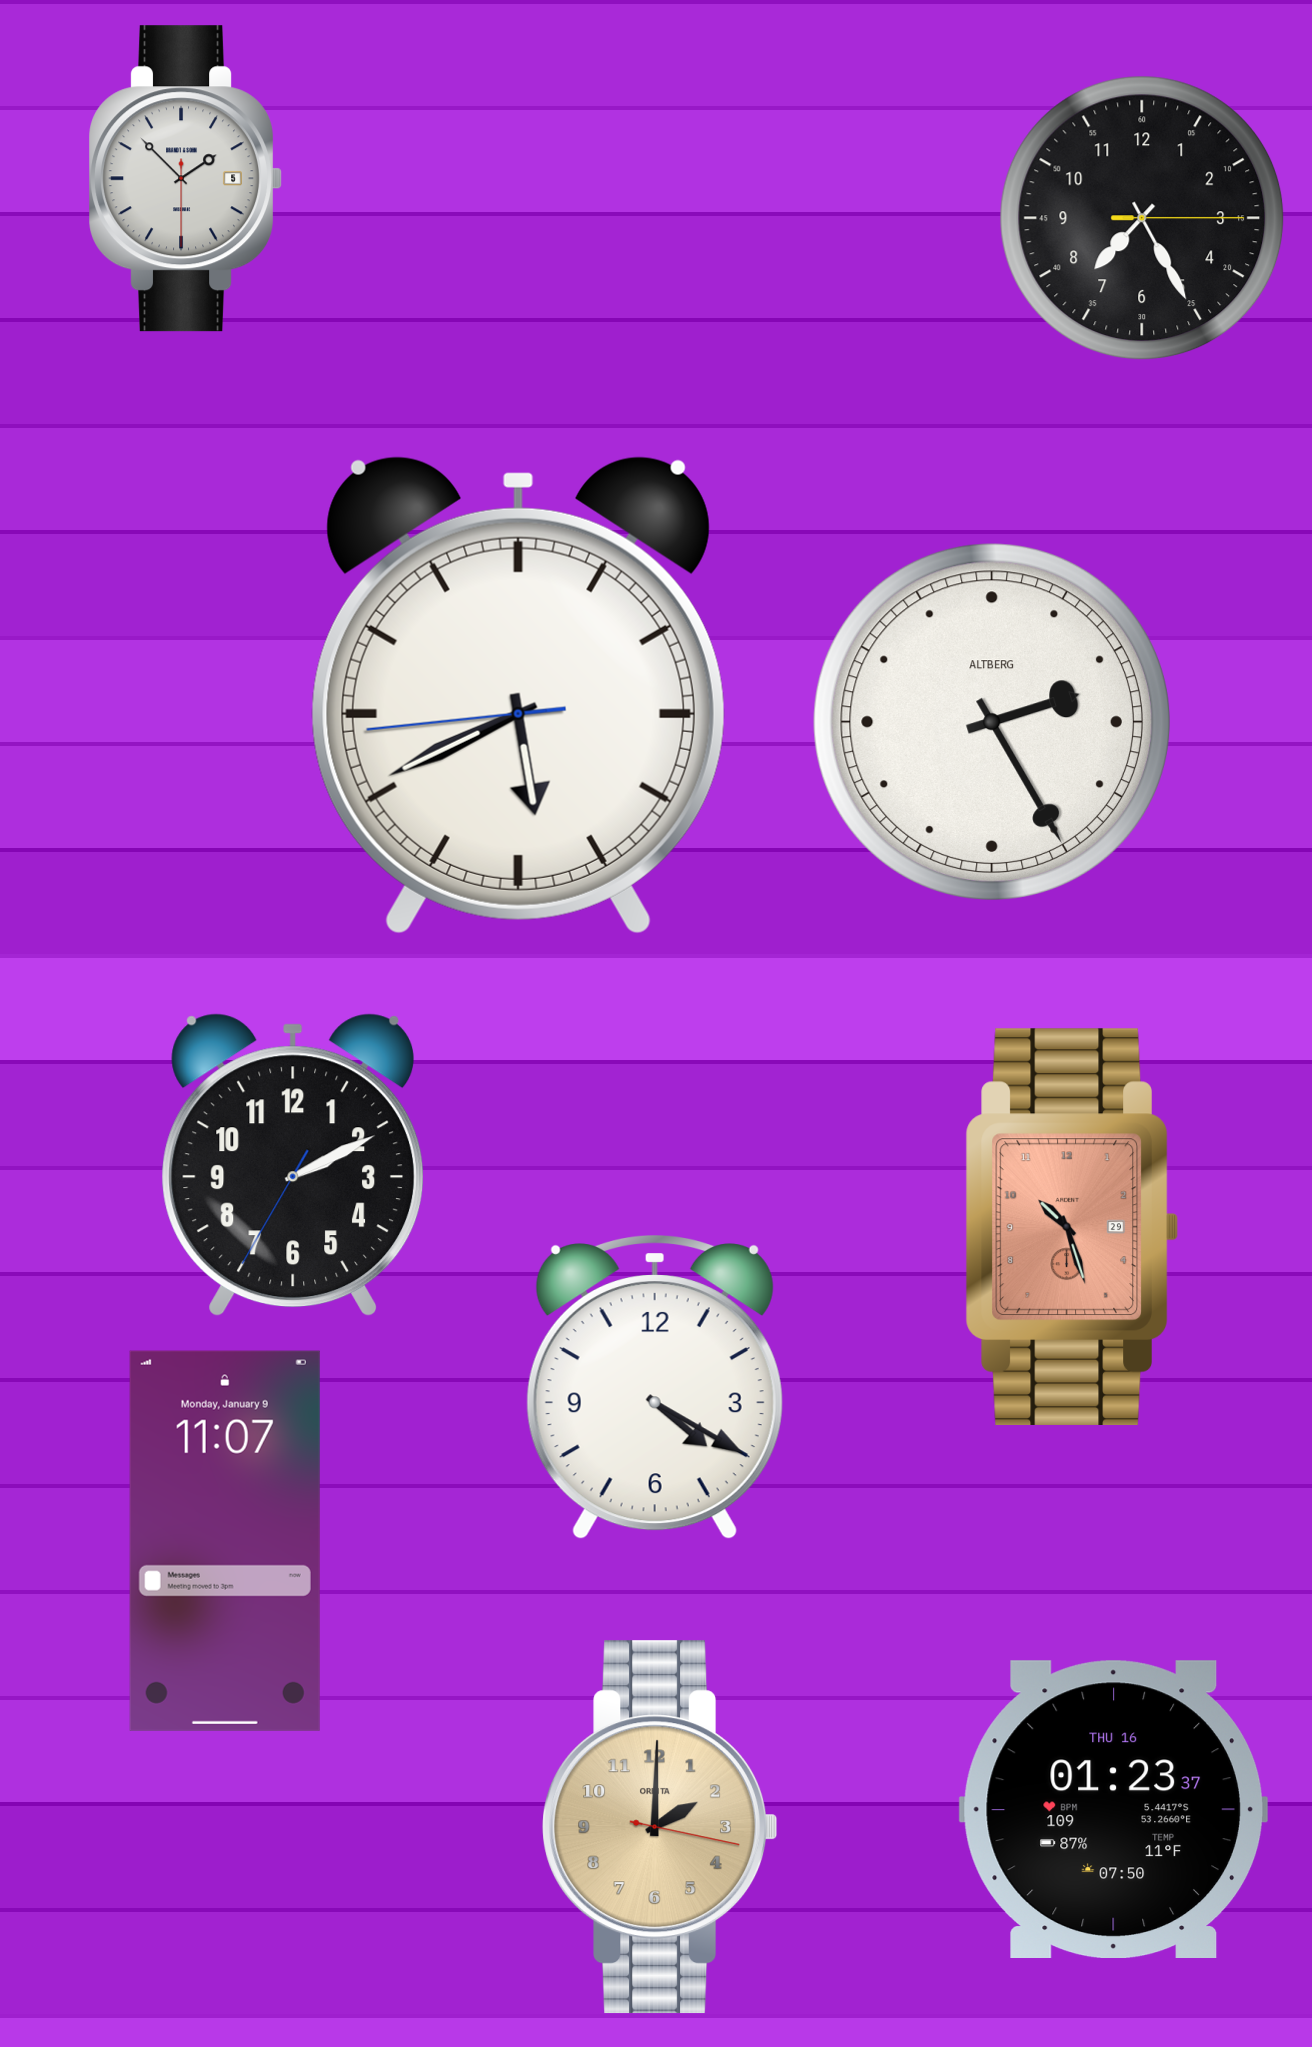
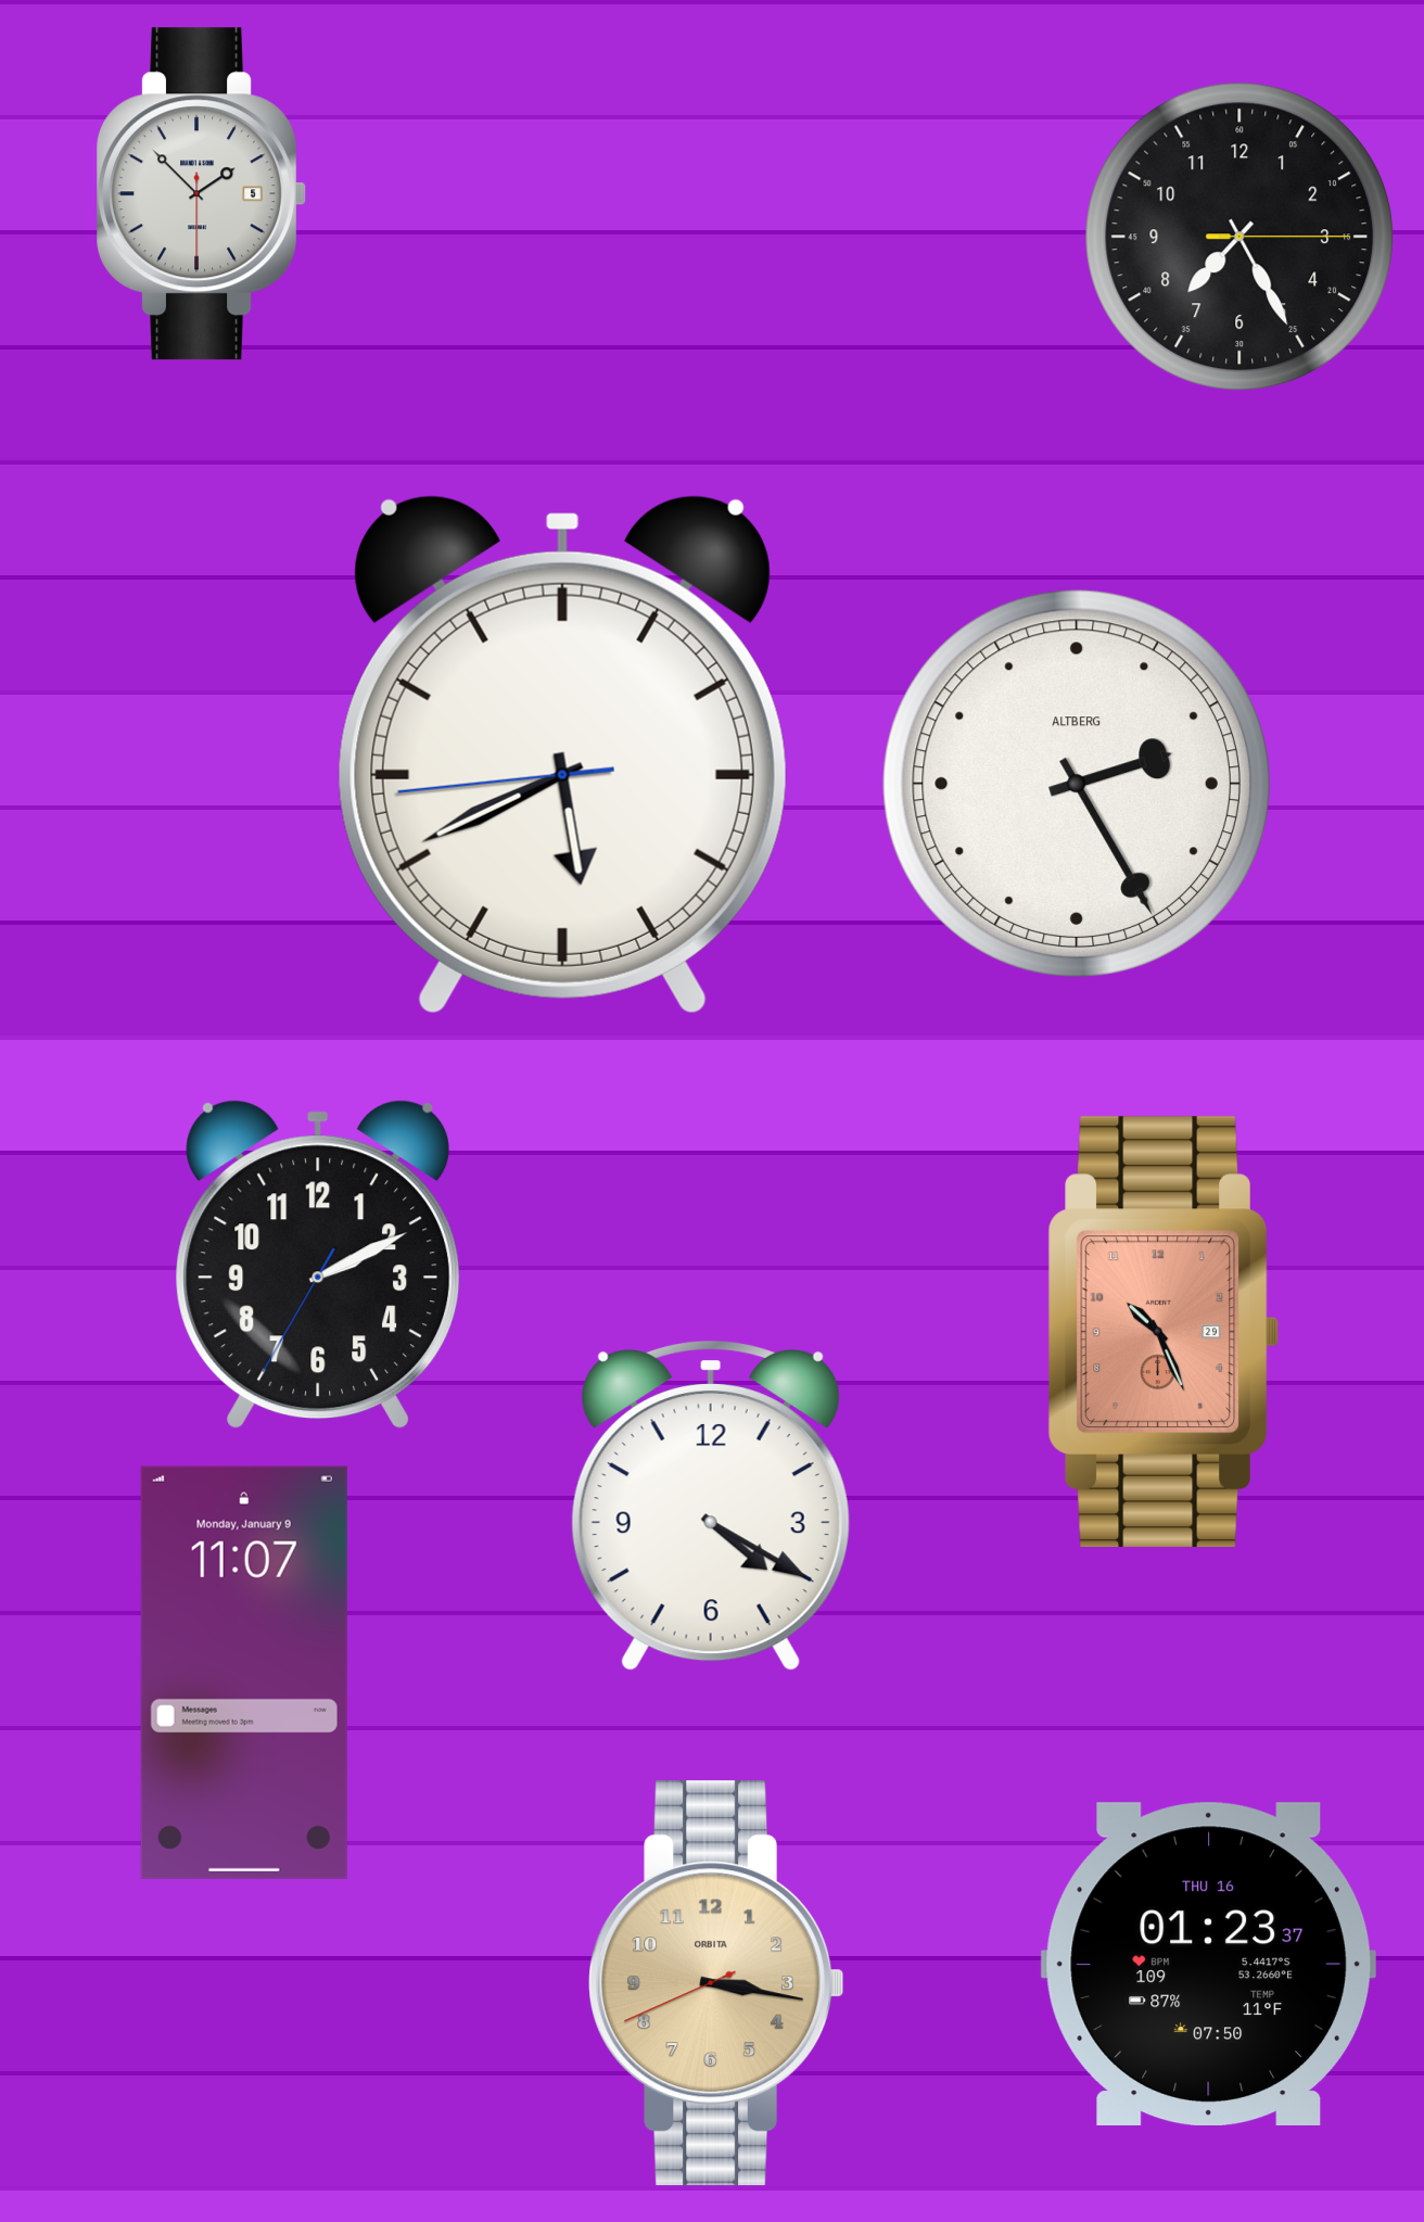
clock at (1071, 1227): 10:27 -> 10:26
clock at (659, 1827): 2:00 -> 3:16
